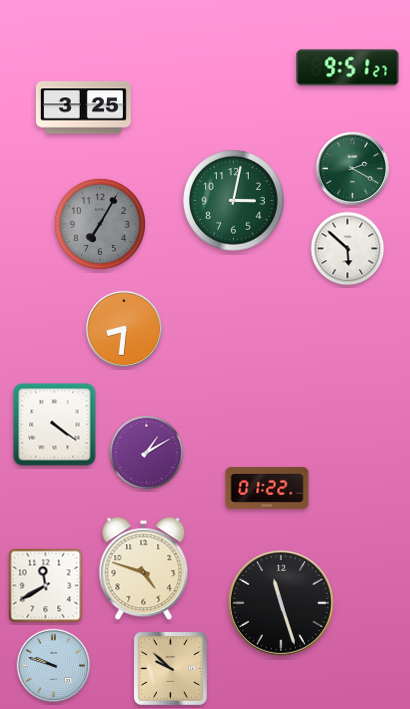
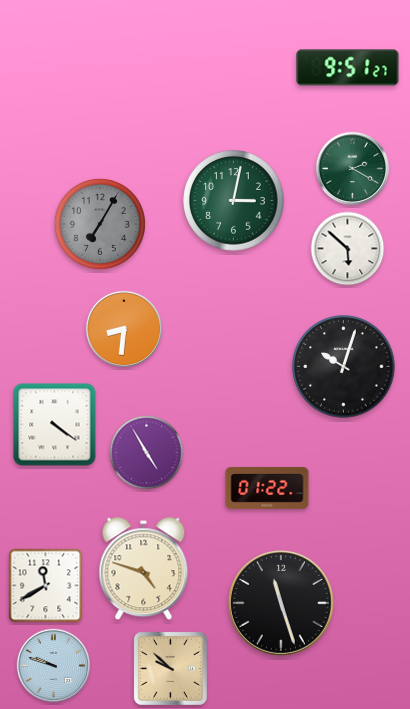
clock at (83, 108): 3:25 -> none
clock at (344, 367): none -> 10:03
clock at (147, 453): 1:10 -> 4:55
